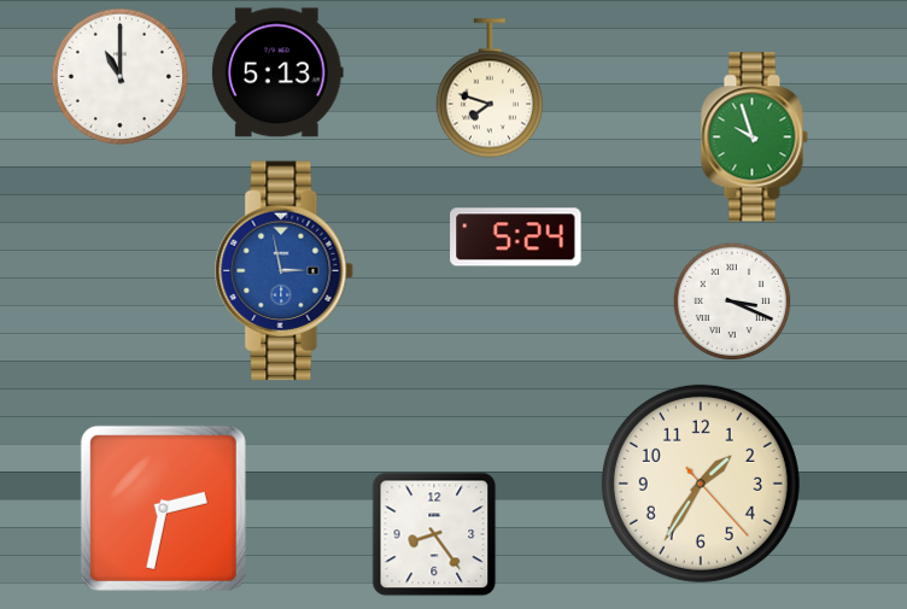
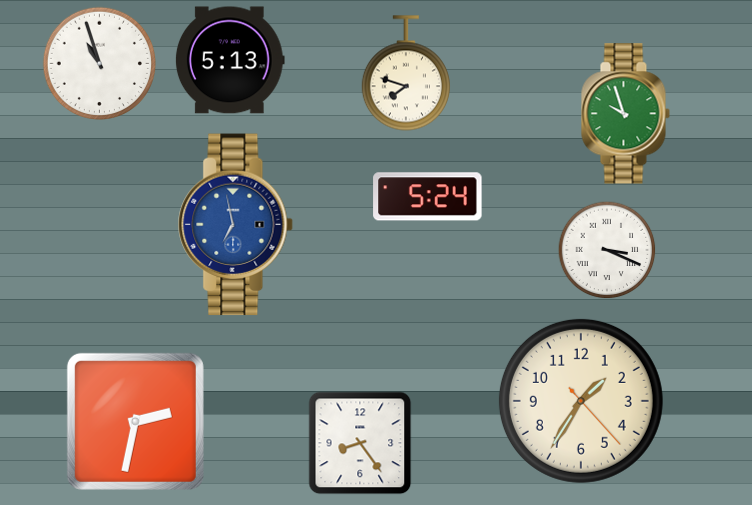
clock at (119, 76): 11:00 -> 10:57
clock at (285, 271): 2:58 -> 6:58
